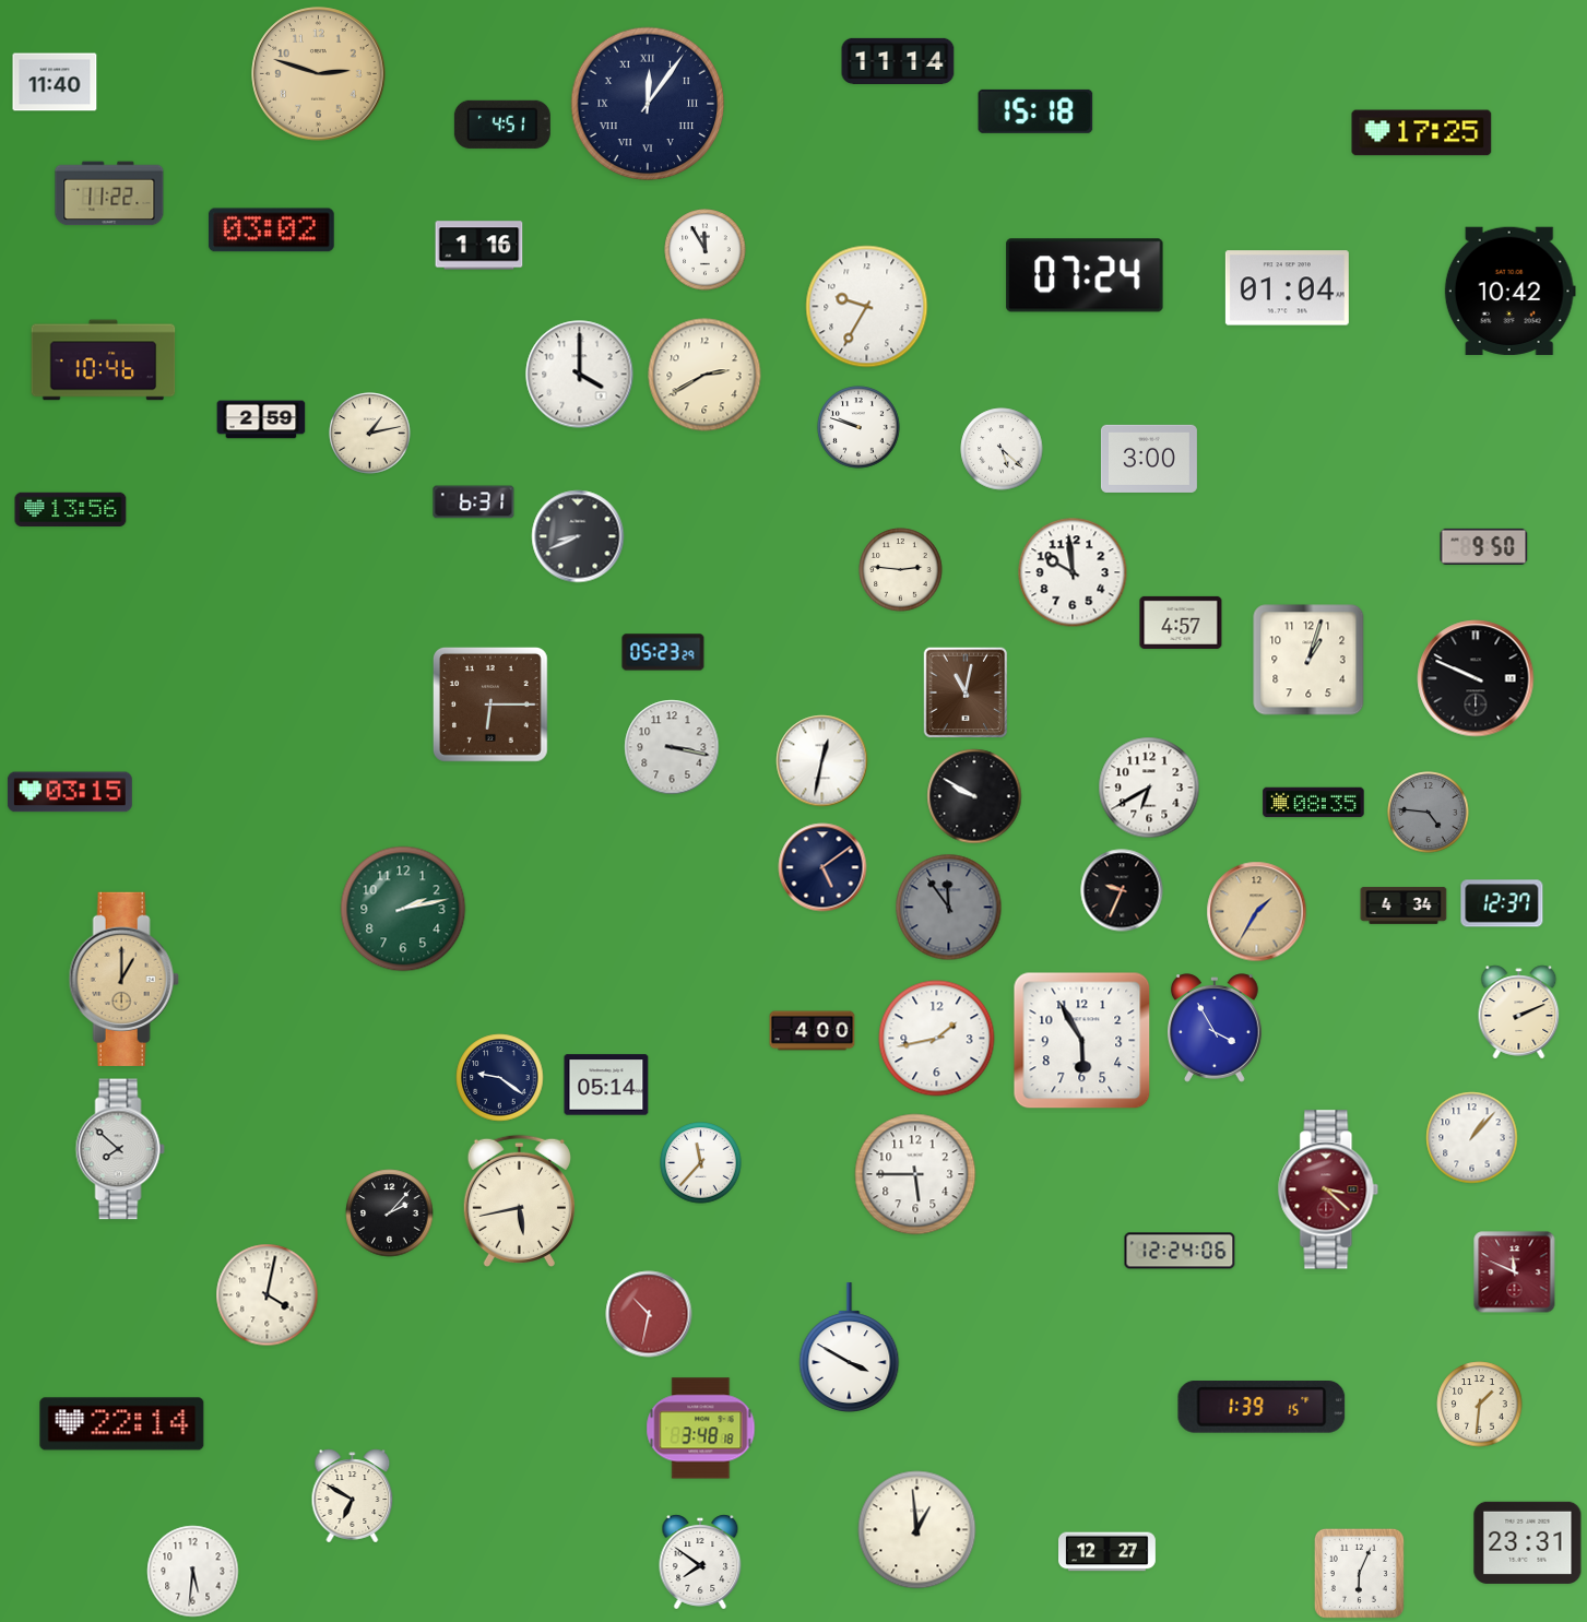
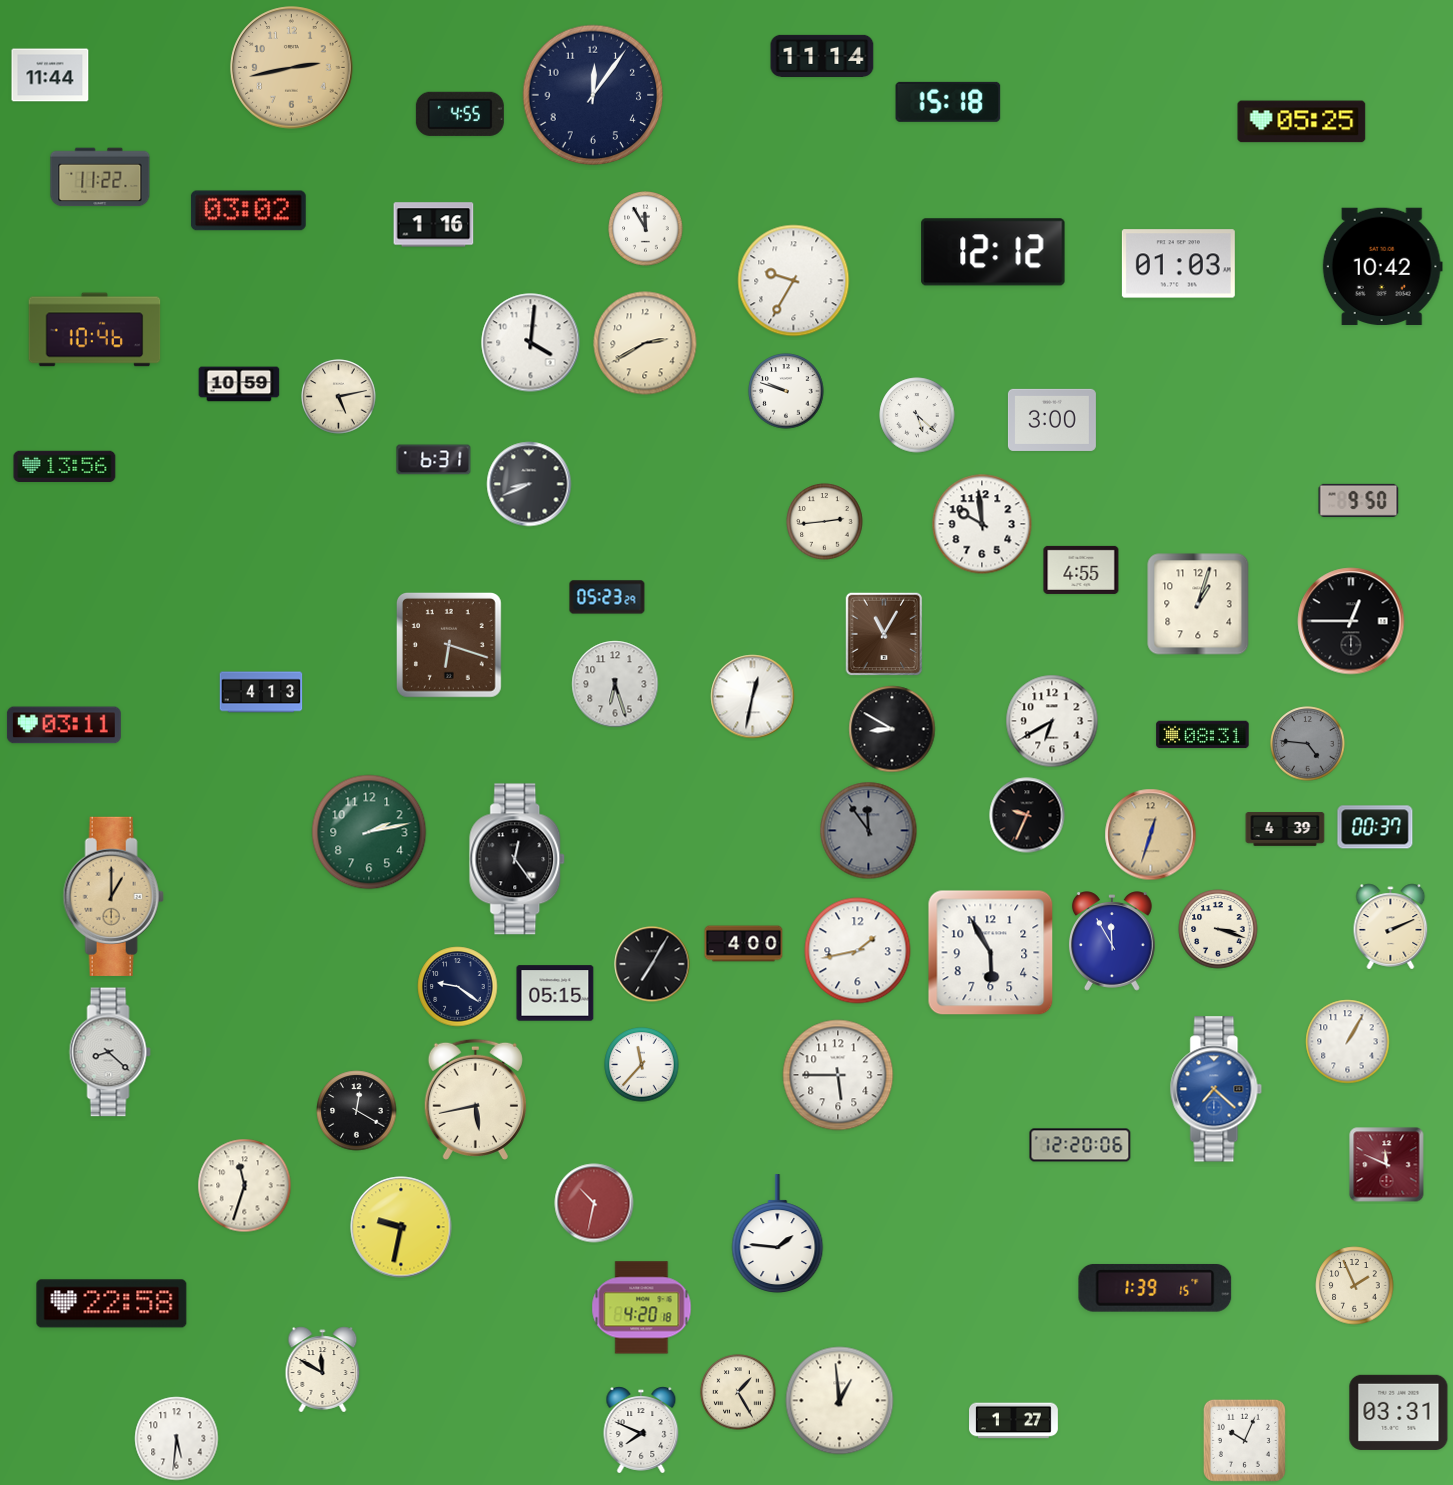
clock at (319, 74): 2:48 -> 2:43
clock at (55, 82): 11:40 -> 11:44
clock at (648, 104) numerals: Roman -> Arabic
clock at (502, 125): 4:51 -> 4:55
clock at (1422, 133): 17:25 -> 05:25
clock at (479, 246) position: (479, 246) -> (434, 225)
clock at (1085, 275): 07:24 -> 12:12
clock at (1287, 288): 01:04 -> 01:03
clock at (580, 375): 4:00 -> 4:01
clock at (261, 419): 2:59 -> 10:59
clock at (370, 434): 1:13 -> 5:13
clock at (1002, 449) position: (1002, 449) -> (917, 415)
clock at (578, 536) position: (578, 536) -> (529, 484)
clock at (901, 570): 2:46 -> 2:44
clock at (1181, 623): 4:57 -> 4:55
clock at (1476, 678): 9:49 -> 12:45
clock at (966, 692): 11:02 -> 11:05
clock at (492, 706): 6:15 -> 6:18
clock at (672, 747): 3:17 -> 6:27
clock at (261, 692): none -> 4:13
clock at (70, 792): 03:15 -> 03:11
clock at (974, 796): 9:50 -> 8:50
clock at (1314, 803): 08:35 -> 08:31
clock at (822, 867): 5:09 -> none
clock at (1502, 903): 12:37 -> 00:37
clock at (1404, 905): 4:34 -> 4:39
clock at (1257, 912): 1:35 -> 12:33
clock at (518, 859): none -> 12:24
clock at (1218, 929): none -> 3:18
clock at (1215, 1028): 3:55 -> 11:55
clock at (652, 964): none -> 7:05
clock at (606, 1085): 05:14 -> 05:15
clock at (1472, 1138): 1:07 -> 1:05
clock at (120, 1149): 7:52 -> 8:22
clock at (1328, 1189): 3:22 -> 7:22
clock at (1328, 1189) dial: burgundy -> blue
clock at (390, 1213): 2:07 -> 12:20
clock at (1180, 1251): 12:24 -> 12:20
clock at (268, 1295): 4:02 -> 11:33
clock at (401, 1227): none -> 9:32
clock at (850, 1347): 3:50 -> 1:46
clock at (1480, 1405): 1:31 -> 1:56
clock at (122, 1424): 22:14 -> 22:58
clock at (701, 1429): 3:48 -> 4:20
clock at (353, 1496): 6:50 -> 11:50
clock at (738, 1392): none -> 1:25
clock at (1528, 1542): 23:31 -> 03:31
clock at (1108, 1552): 12:27 -> 1:27
clock at (700, 1562): 7:51 -> 7:49
clock at (1359, 1573): 6:04 -> 10:04
